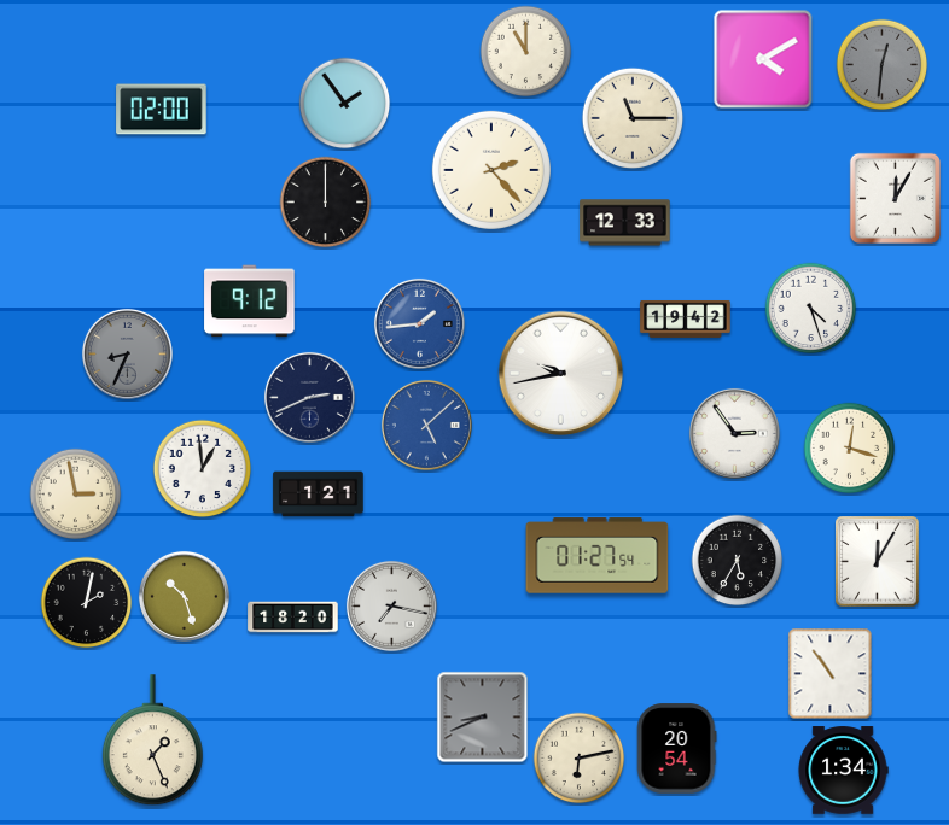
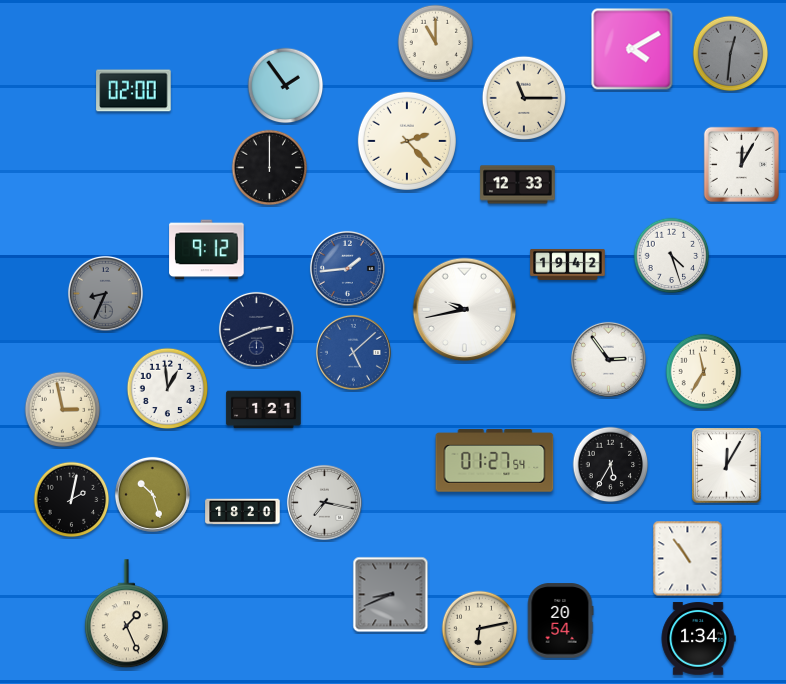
clock at (850, 449): 12:18 -> 11:35
clock at (483, 718) position: (483, 718) -> (391, 595)
